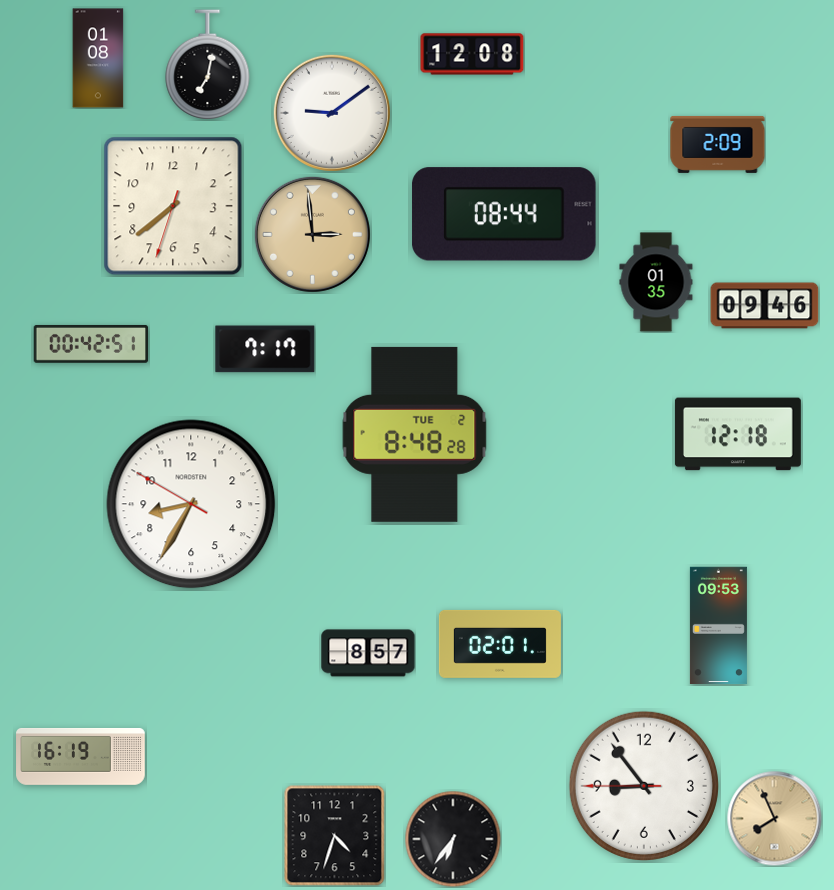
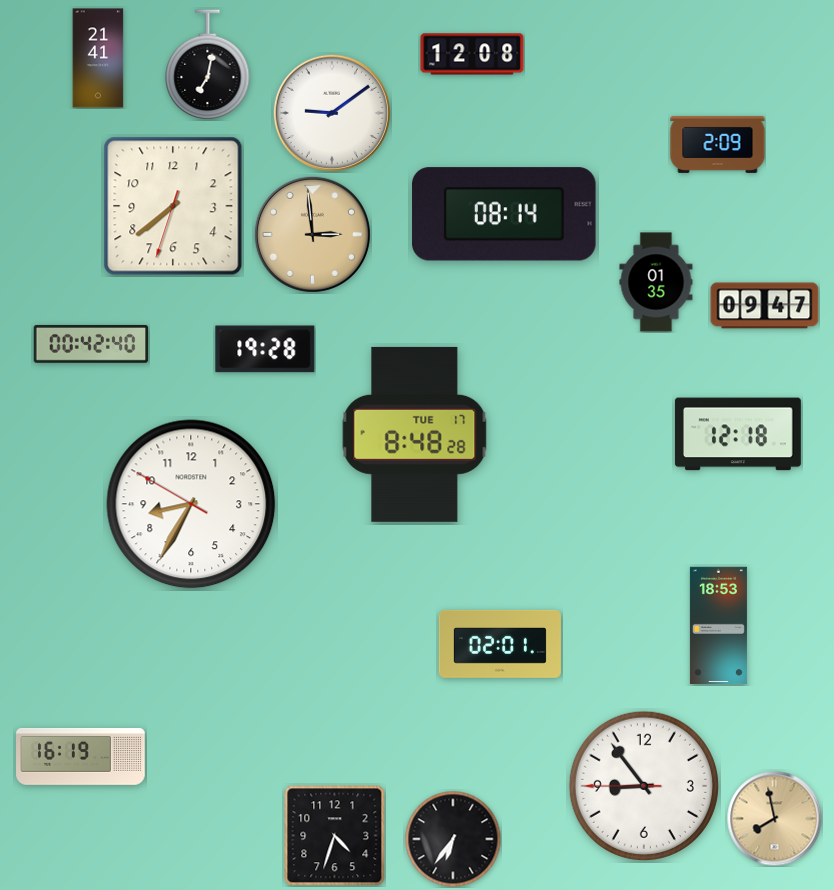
clock at (98, 58): 01:08 -> 21:41
clock at (504, 214): 08:44 -> 08:14
clock at (765, 306): 09:46 -> 09:47
clock at (91, 344): 00:42:51 -> 00:42:40
clock at (265, 349): 7:17 -> 19:28
clock at (415, 434) date: TUE 2 -> TUE 17
clock at (718, 626): 09:53 -> 18:53
clock at (368, 653): 8:57 -> none
clock at (774, 818): 7:56 -> 7:58
